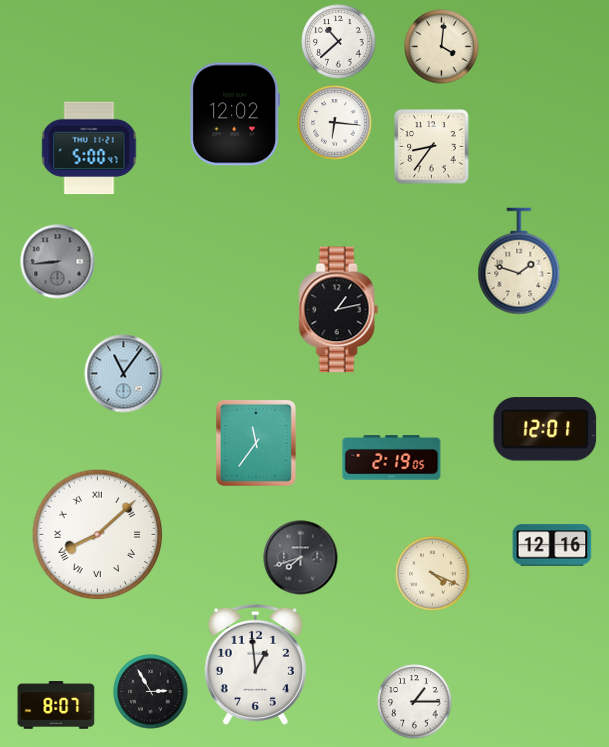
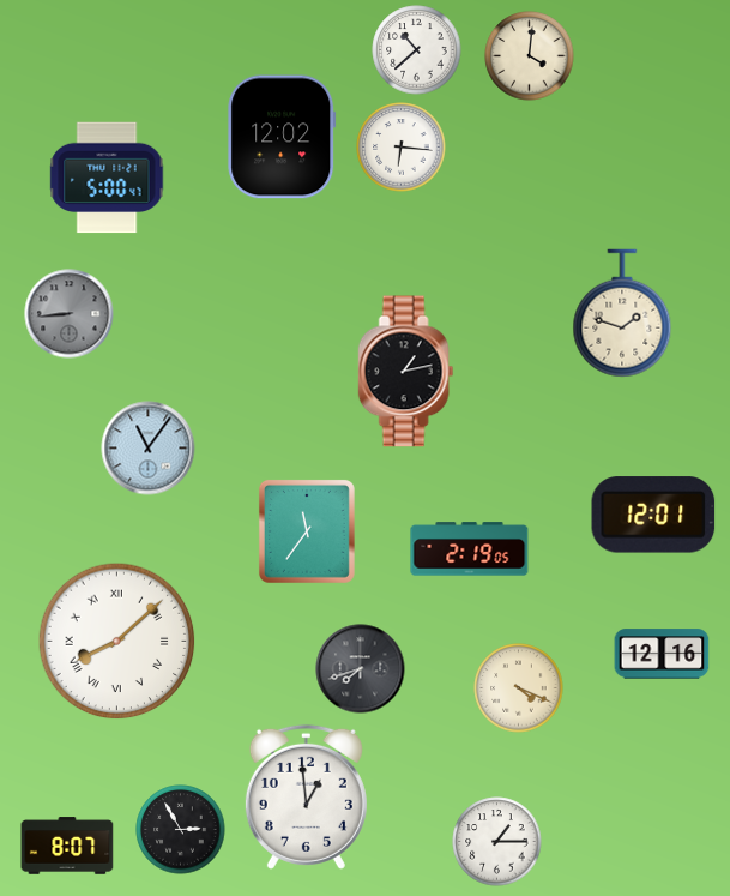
clock at (339, 42) position: (339, 42) -> (417, 50)
clock at (432, 147): 8:36 -> none
